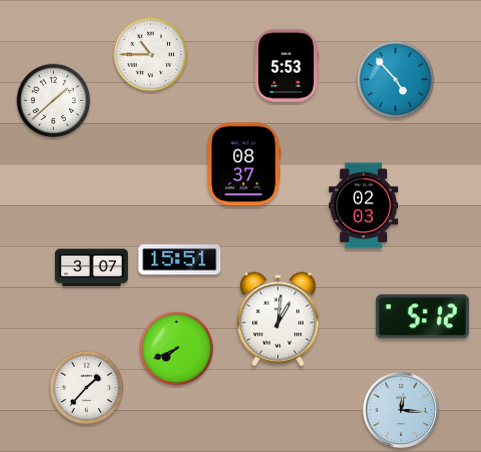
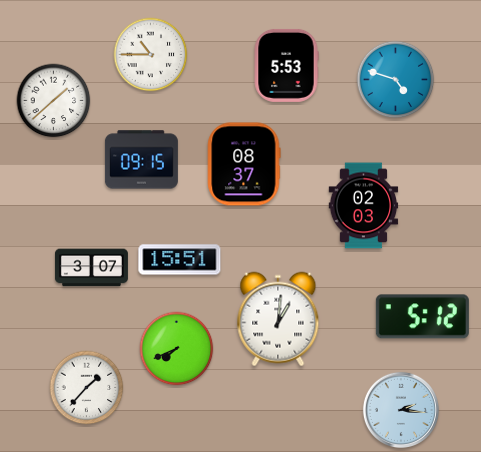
clock at (396, 80): 4:53 -> 4:48
clock at (141, 160): none -> 09:15
clock at (401, 410): 12:16 -> 2:16
